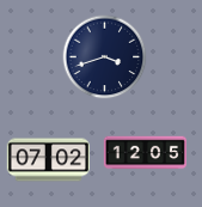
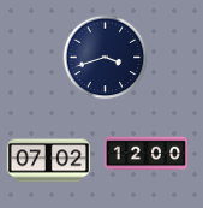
clock at (145, 153): 12:05 -> 12:00
